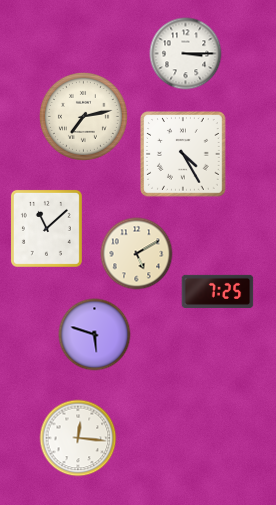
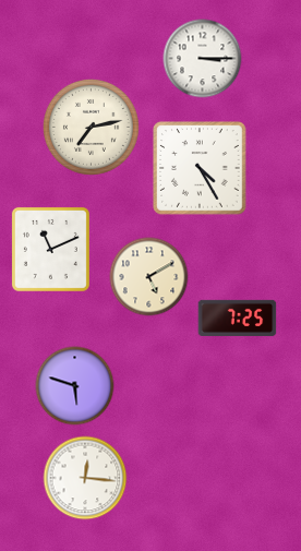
clock at (46, 228): 11:08 -> 11:11
clock at (95, 335) position: (95, 335) -> (75, 386)
